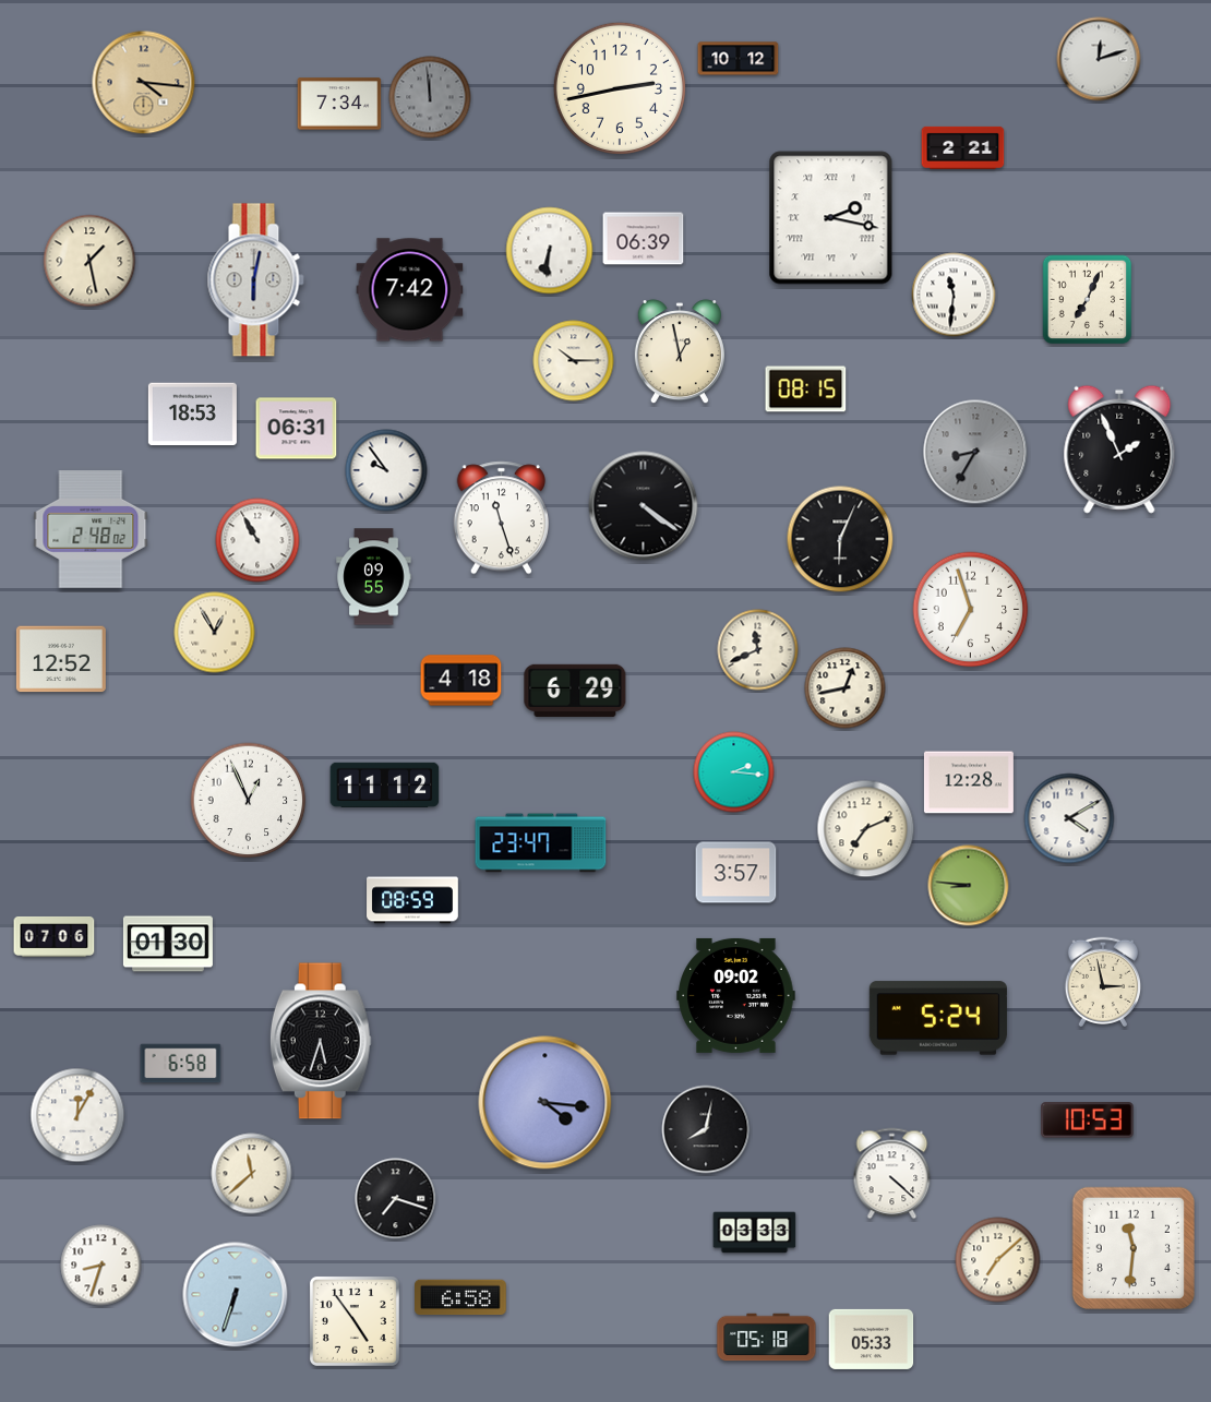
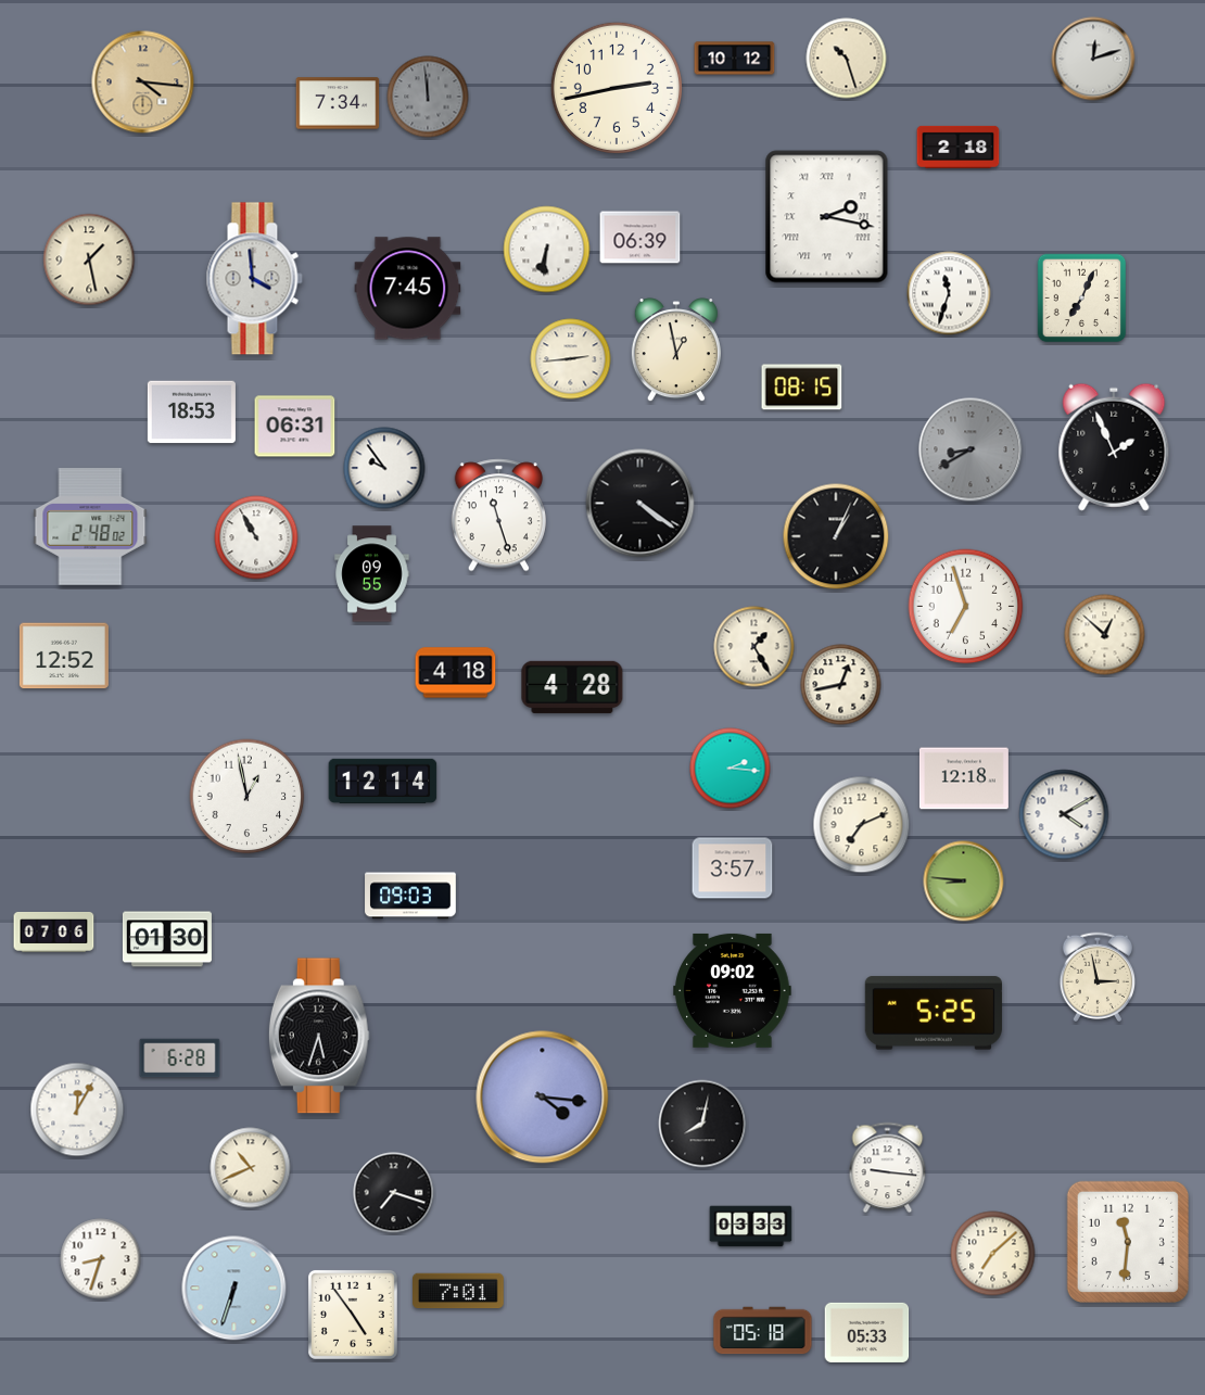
clock at (847, 59): none -> 10:27
clock at (963, 147): 2:21 -> 2:18
clock at (255, 280): 6:02 -> 3:59
clock at (410, 290): 7:42 -> 7:45
clock at (954, 295): 11:31 -> 11:33
clock at (574, 361): 10:15 -> 2:44
clock at (975, 452): 8:35 -> 8:40
clock at (840, 539): 6:04 -> 1:04
clock at (215, 633): 12:55 -> none
clock at (1105, 635): none -> 12:52
clock at (758, 650): 11:41 -> 1:25
clock at (61, 659) position: (61, 659) -> (64, 656)
clock at (461, 681) position: (461, 681) -> (456, 673)
clock at (575, 691): 6:29 -> 4:28
clock at (969, 782): 12:28 -> 12:18
clock at (385, 784): 11:12 -> 12:14
clock at (249, 801): 12:56 -> 12:58
clock at (541, 843): 23:47 -> none
clock at (412, 900): 08:59 -> 09:03
clock at (938, 1018): 5:24 -> 5:25
clock at (181, 1064): 6:58 -> 6:28
clock at (1088, 1121): 10:53 -> none
clock at (252, 1174): 11:38 -> 10:41
clock at (892, 1174): 4:22 -> 9:16
clock at (461, 1297): 6:58 -> 7:01
